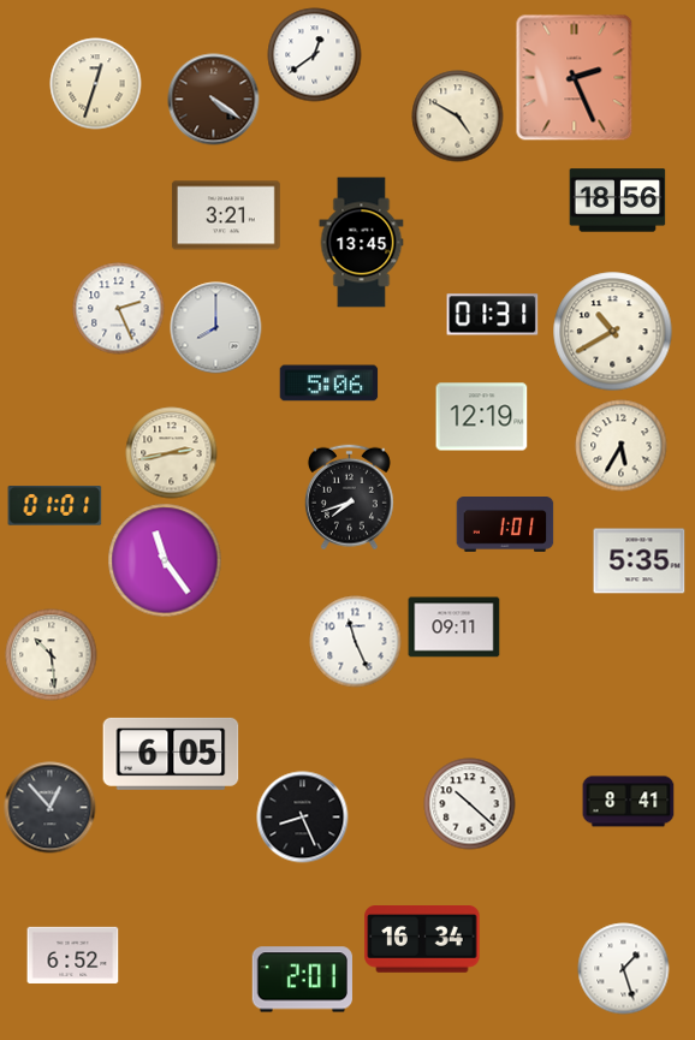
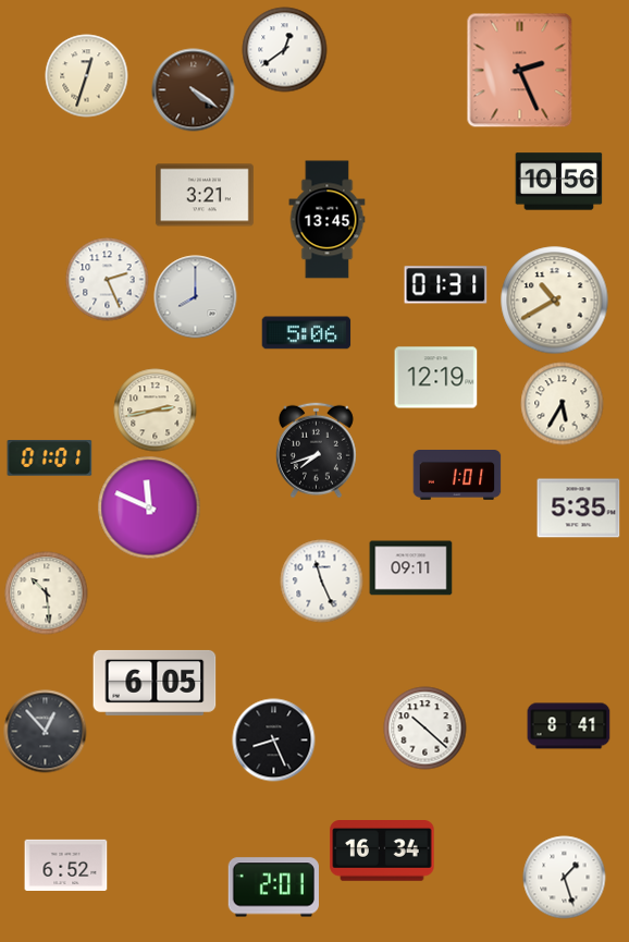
clock at (458, 117): 4:50 -> none
clock at (618, 201): 18:56 -> 10:56
clock at (329, 384) position: (329, 384) -> (307, 333)
clock at (165, 560): 11:24 -> 11:49
